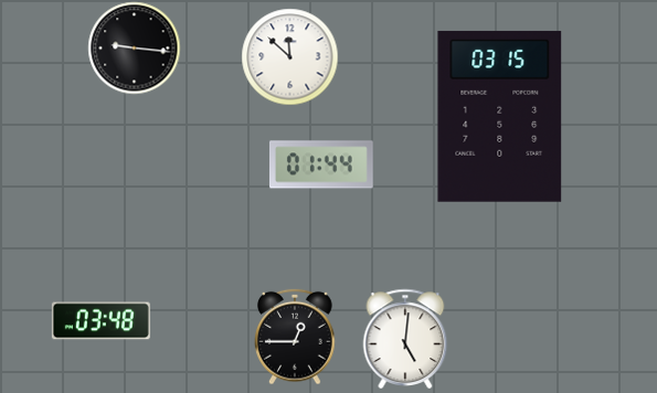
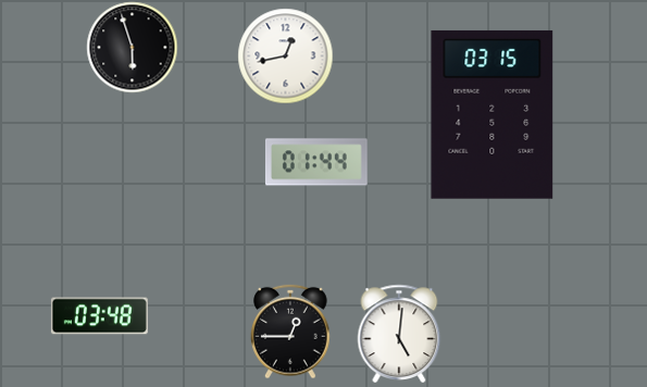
clock at (134, 47): 9:16 -> 5:57
clock at (289, 56): 11:52 -> 12:43
